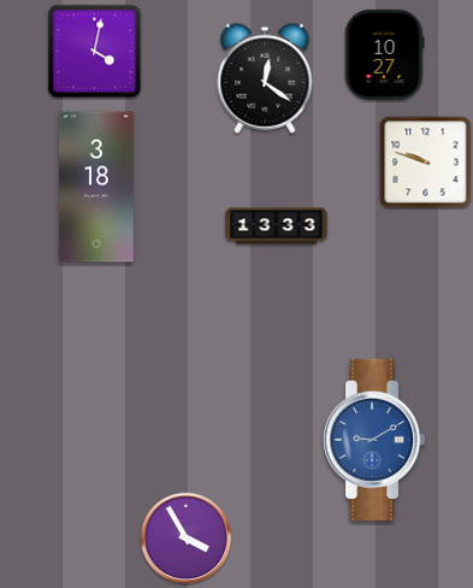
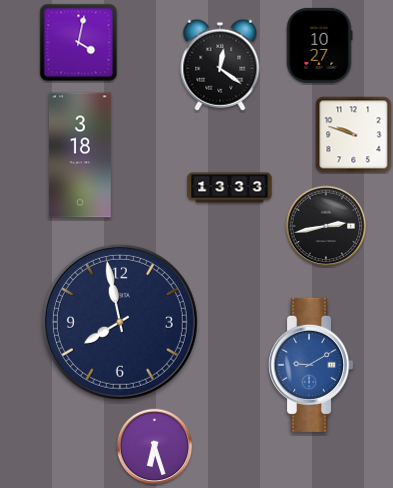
clock at (326, 226): none -> 2:43
clock at (120, 322): none -> 7:58
clock at (187, 539): 3:55 -> 6:27
